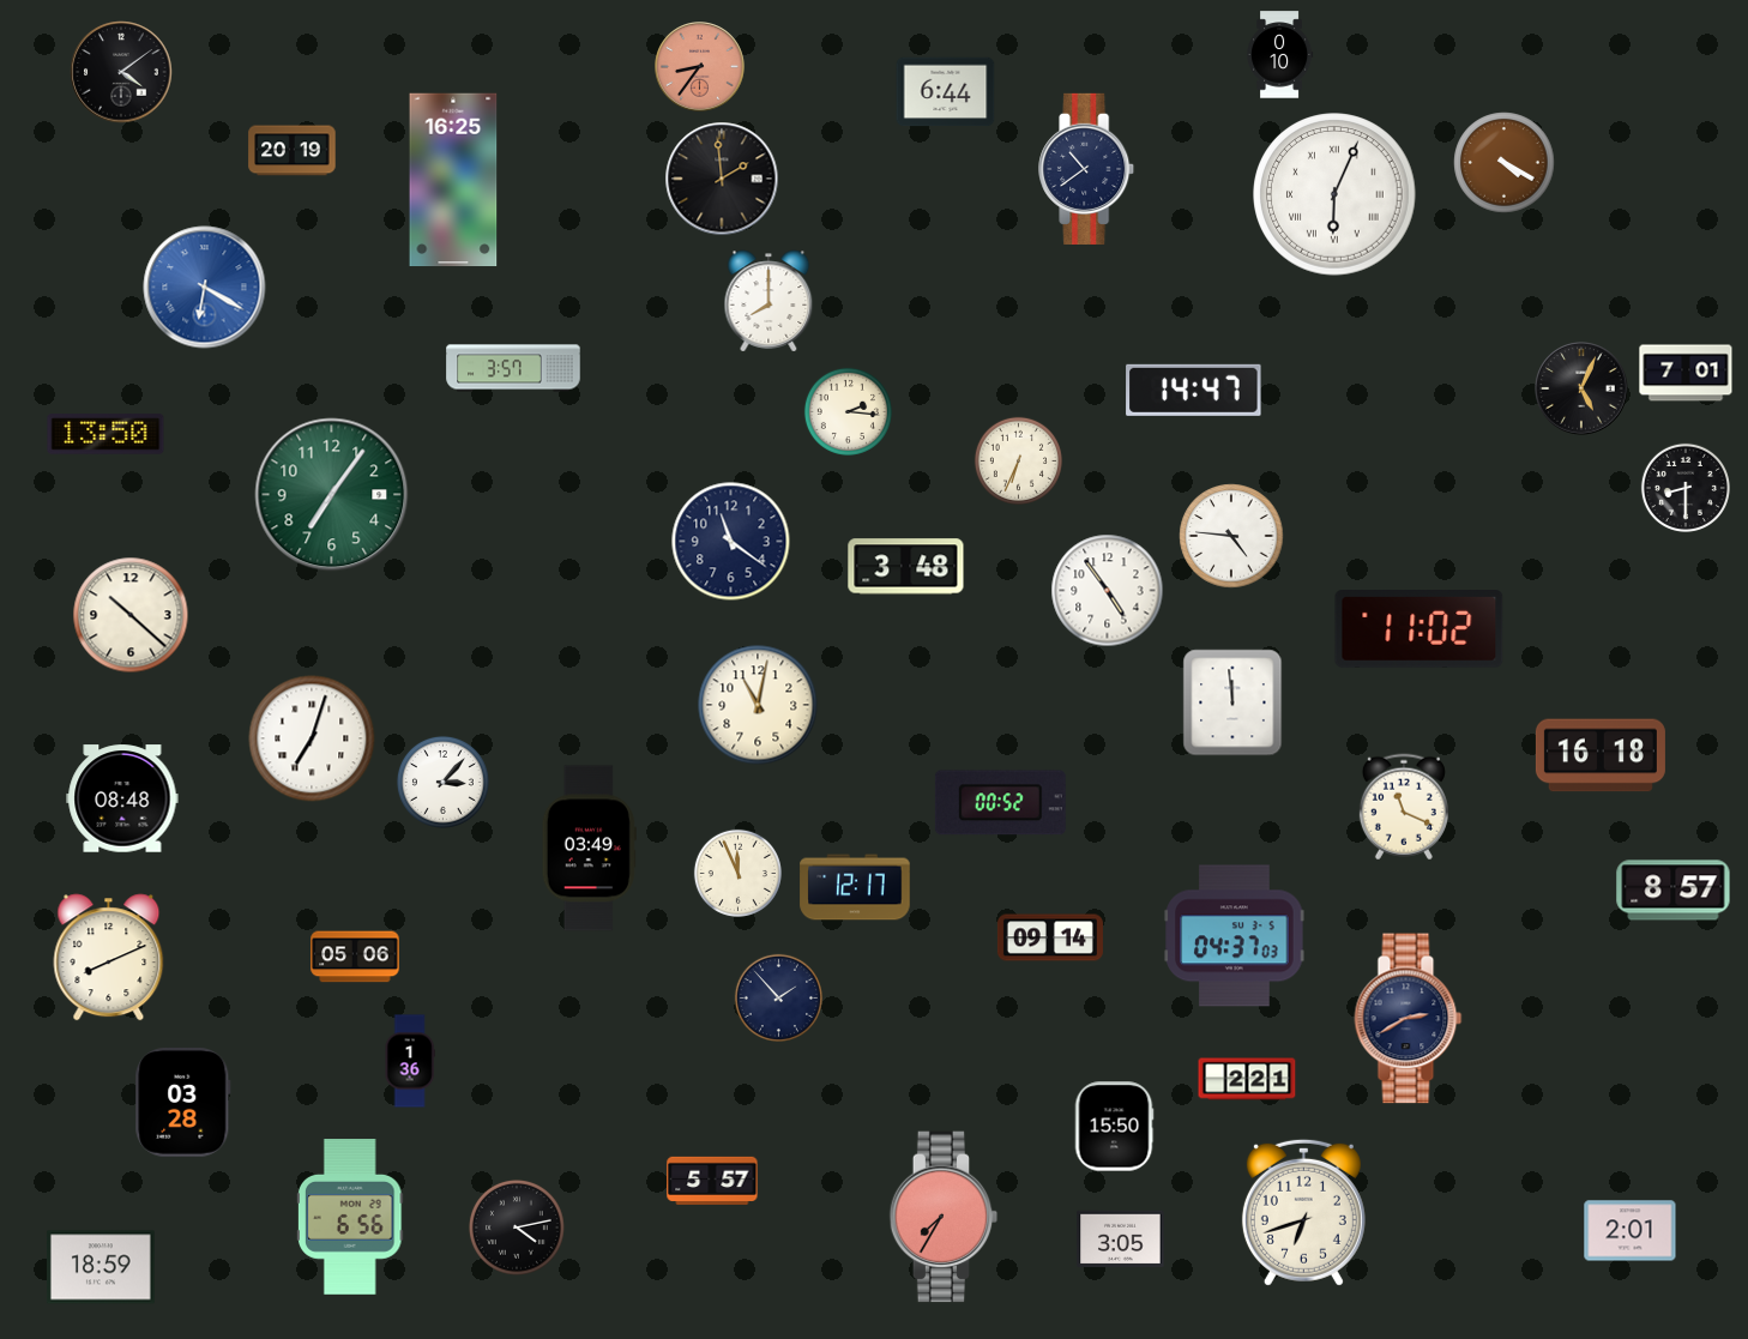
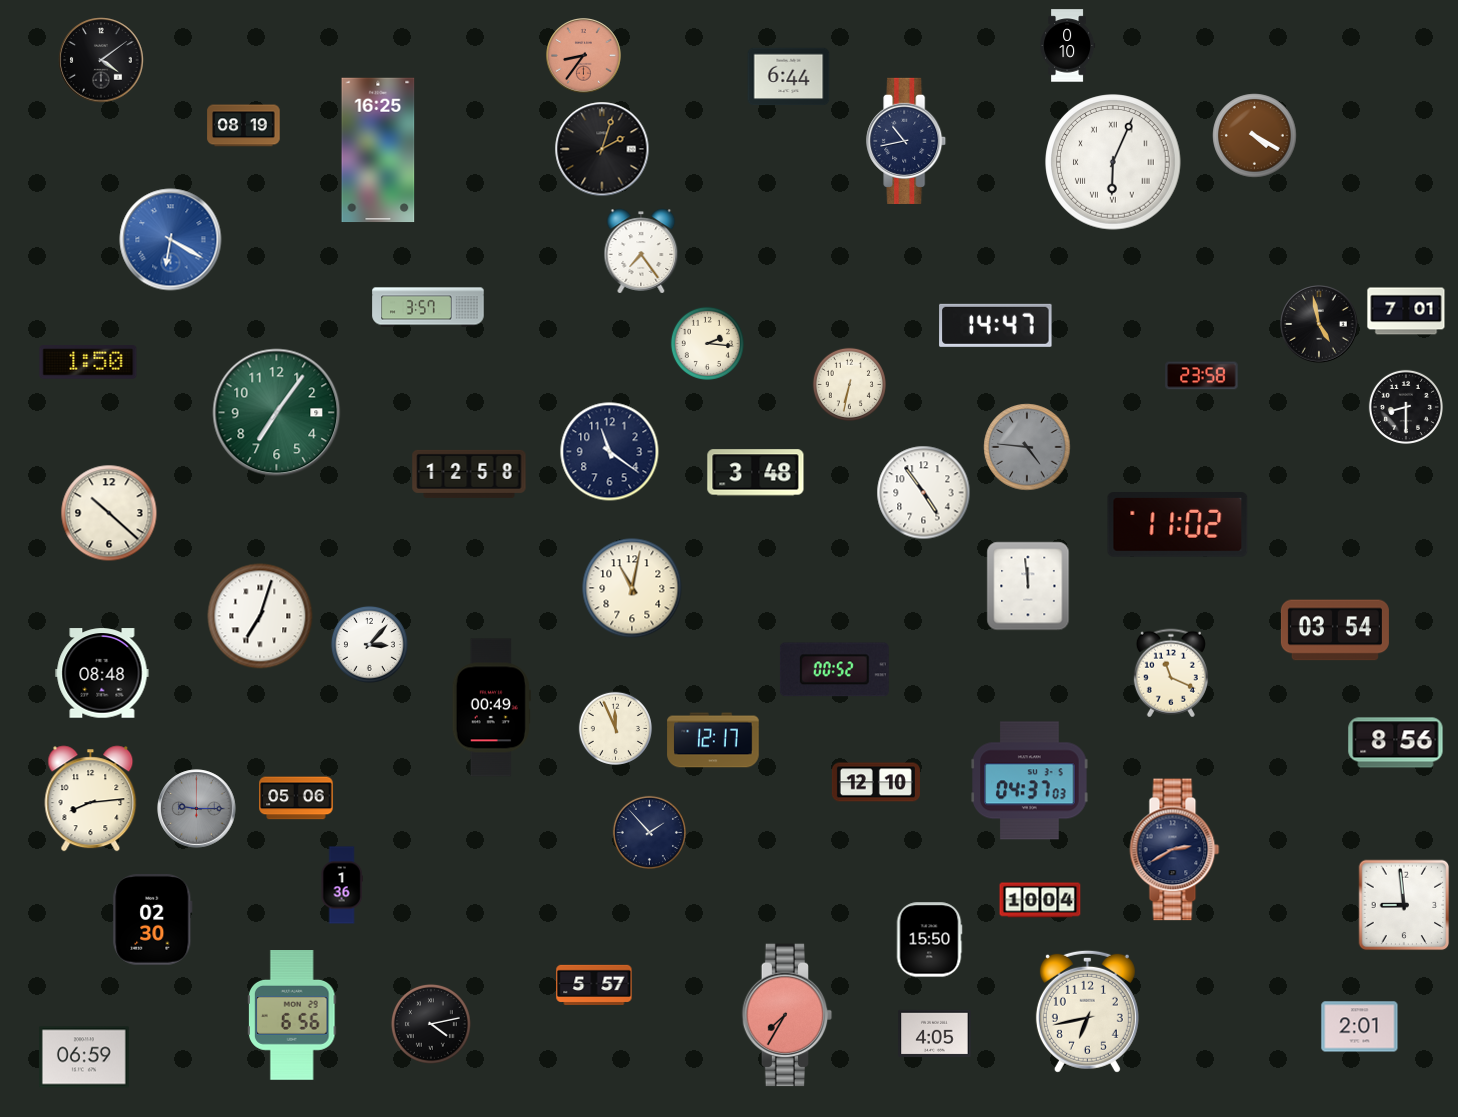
clock at (293, 151): 20:19 -> 08:19
clock at (1087, 169): 10:39 -> 10:43
clock at (722, 179): 1:59 -> 2:03
clock at (768, 301): 8:00 -> 7:24
clock at (1581, 388): 5:04 -> 4:58
clock at (106, 434): 13:50 -> 1:50
clock at (1202, 376): none -> 23:58
clock at (1018, 460): 6:34 -> 6:32
clock at (1231, 536) dial: white -> grey
clock at (469, 474): none -> 12:58
clock at (1420, 629) position: (1420, 629) -> (1178, 525)
clock at (1601, 755): 16:18 -> 03:54
clock at (442, 782) position: (442, 782) -> (369, 644)
clock at (122, 798) position: (122, 798) -> (102, 673)
clock at (589, 849): 03:49 -> 00:49
clock at (1674, 891): 8:57 -> 8:56
clock at (1050, 937): 09:14 -> 12:10
clock at (109, 958): 8:11 -> 8:14
clock at (197, 809): none -> 9:15
clock at (1247, 1079): 2:21 -> 10:04
clock at (1404, 905): none -> 8:59
clock at (183, 1103): 03:28 -> 02:30
clock at (1303, 1212): 6:42 -> 6:43
clock at (1121, 1240): 3:05 -> 4:05
clock at (101, 1267): 18:59 -> 06:59
